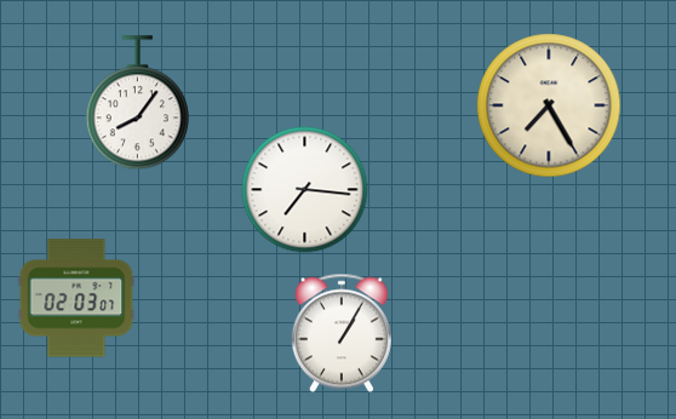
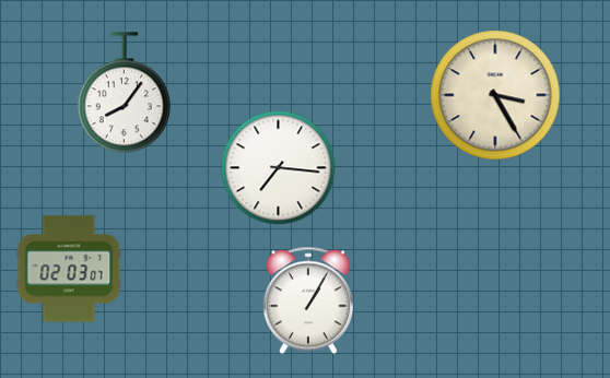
clock at (549, 105): 7:25 -> 3:25
clock at (305, 190) position: (305, 190) -> (279, 168)
